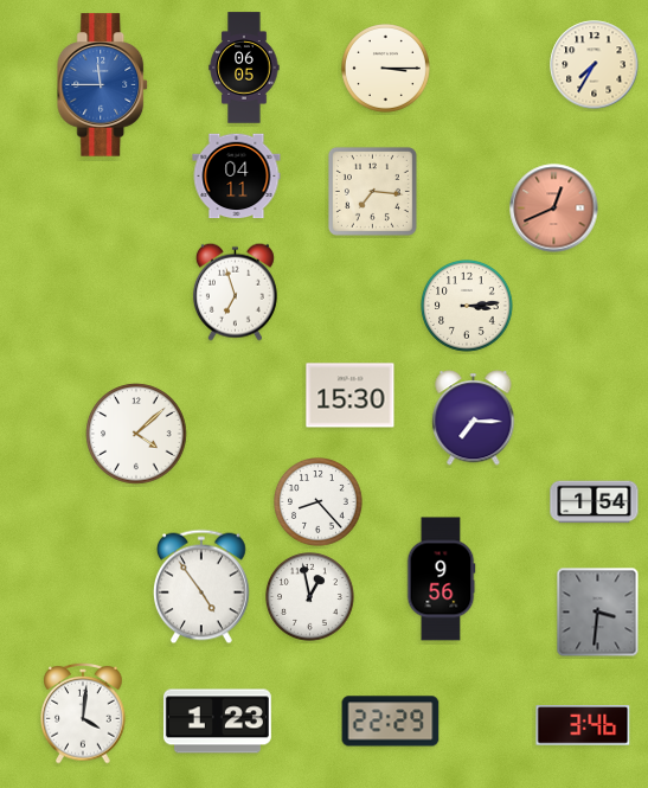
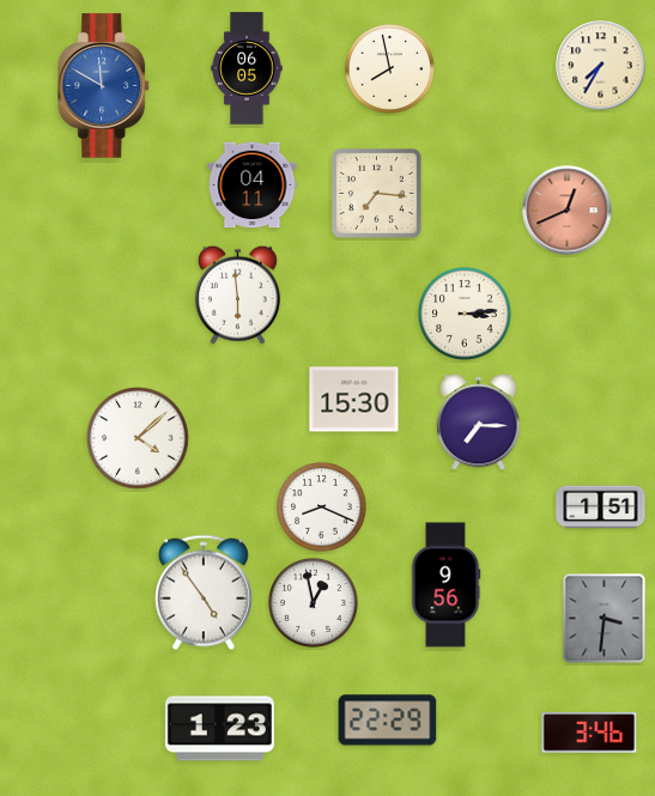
clock at (386, 69): 3:15 -> 7:58
clock at (103, 85): 11:45 -> 11:50
clock at (237, 177) position: (237, 177) -> (253, 186)
clock at (554, 209) position: (554, 209) -> (568, 211)
clock at (235, 292): 6:57 -> 5:59
clock at (467, 306) position: (467, 306) -> (465, 314)
clock at (319, 502): 8:23 -> 8:19
clock at (595, 502): 1:54 -> 1:51
clock at (83, 713): 4:01 -> none
clock at (391, 722) position: (391, 722) -> (388, 721)
